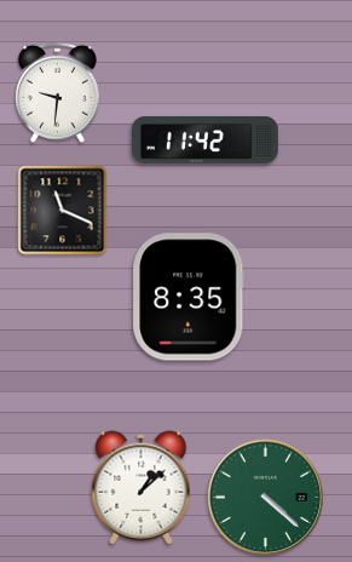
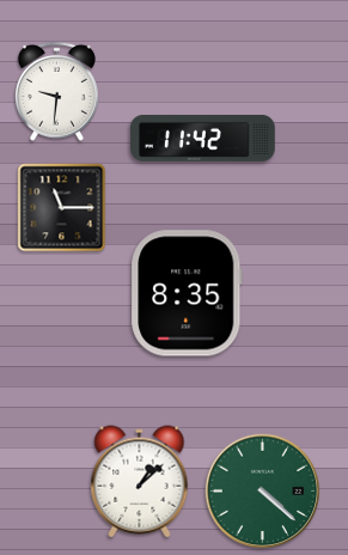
clock at (63, 211): 11:19 -> 11:15
